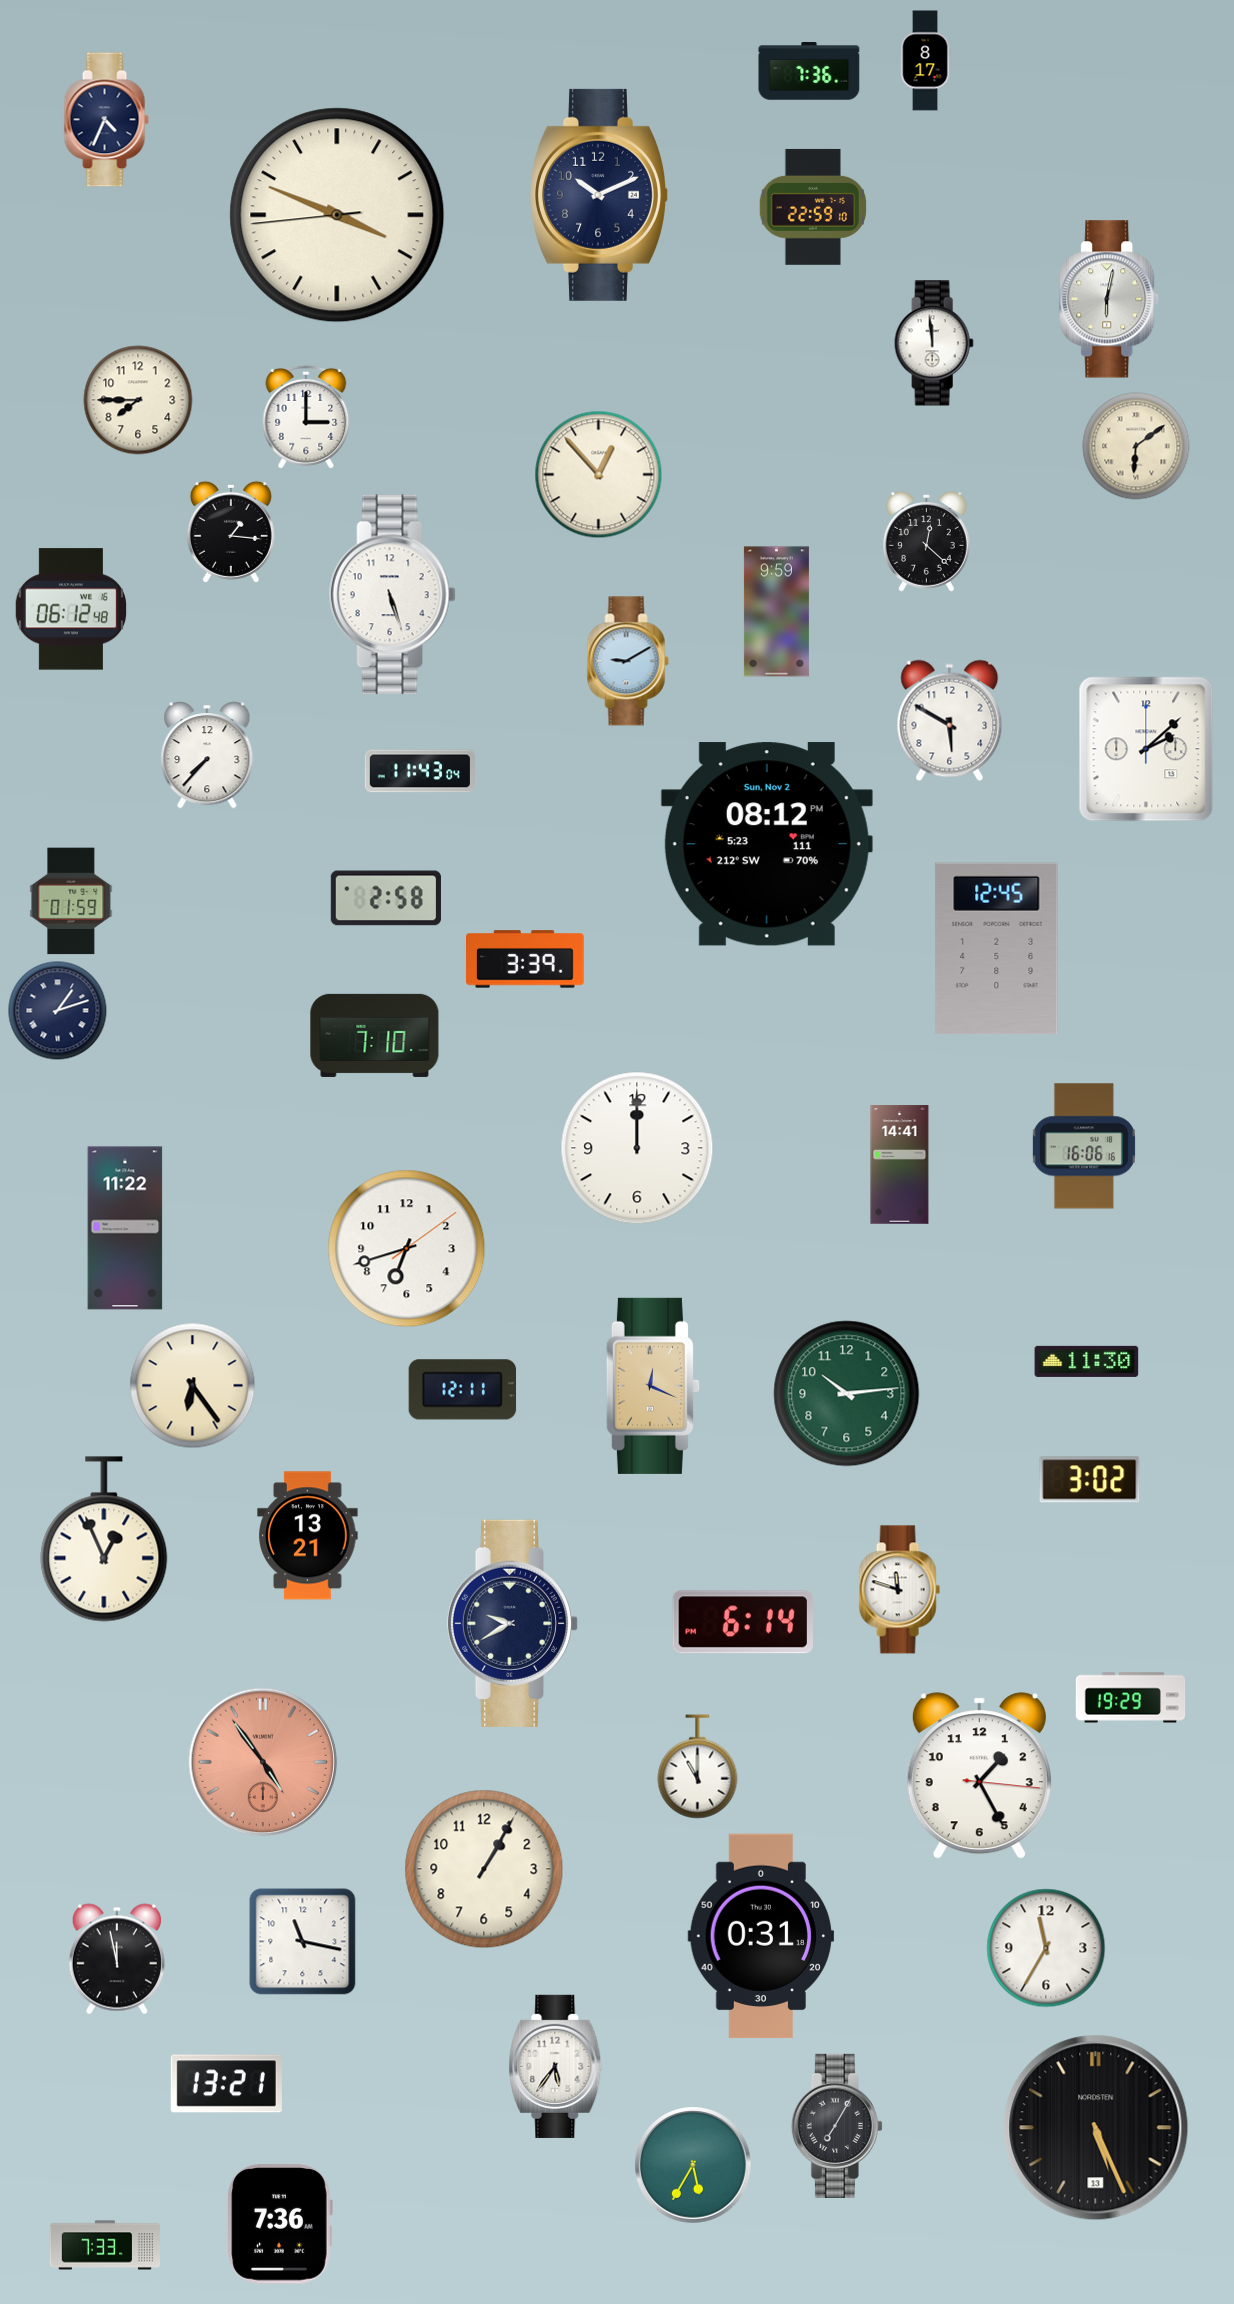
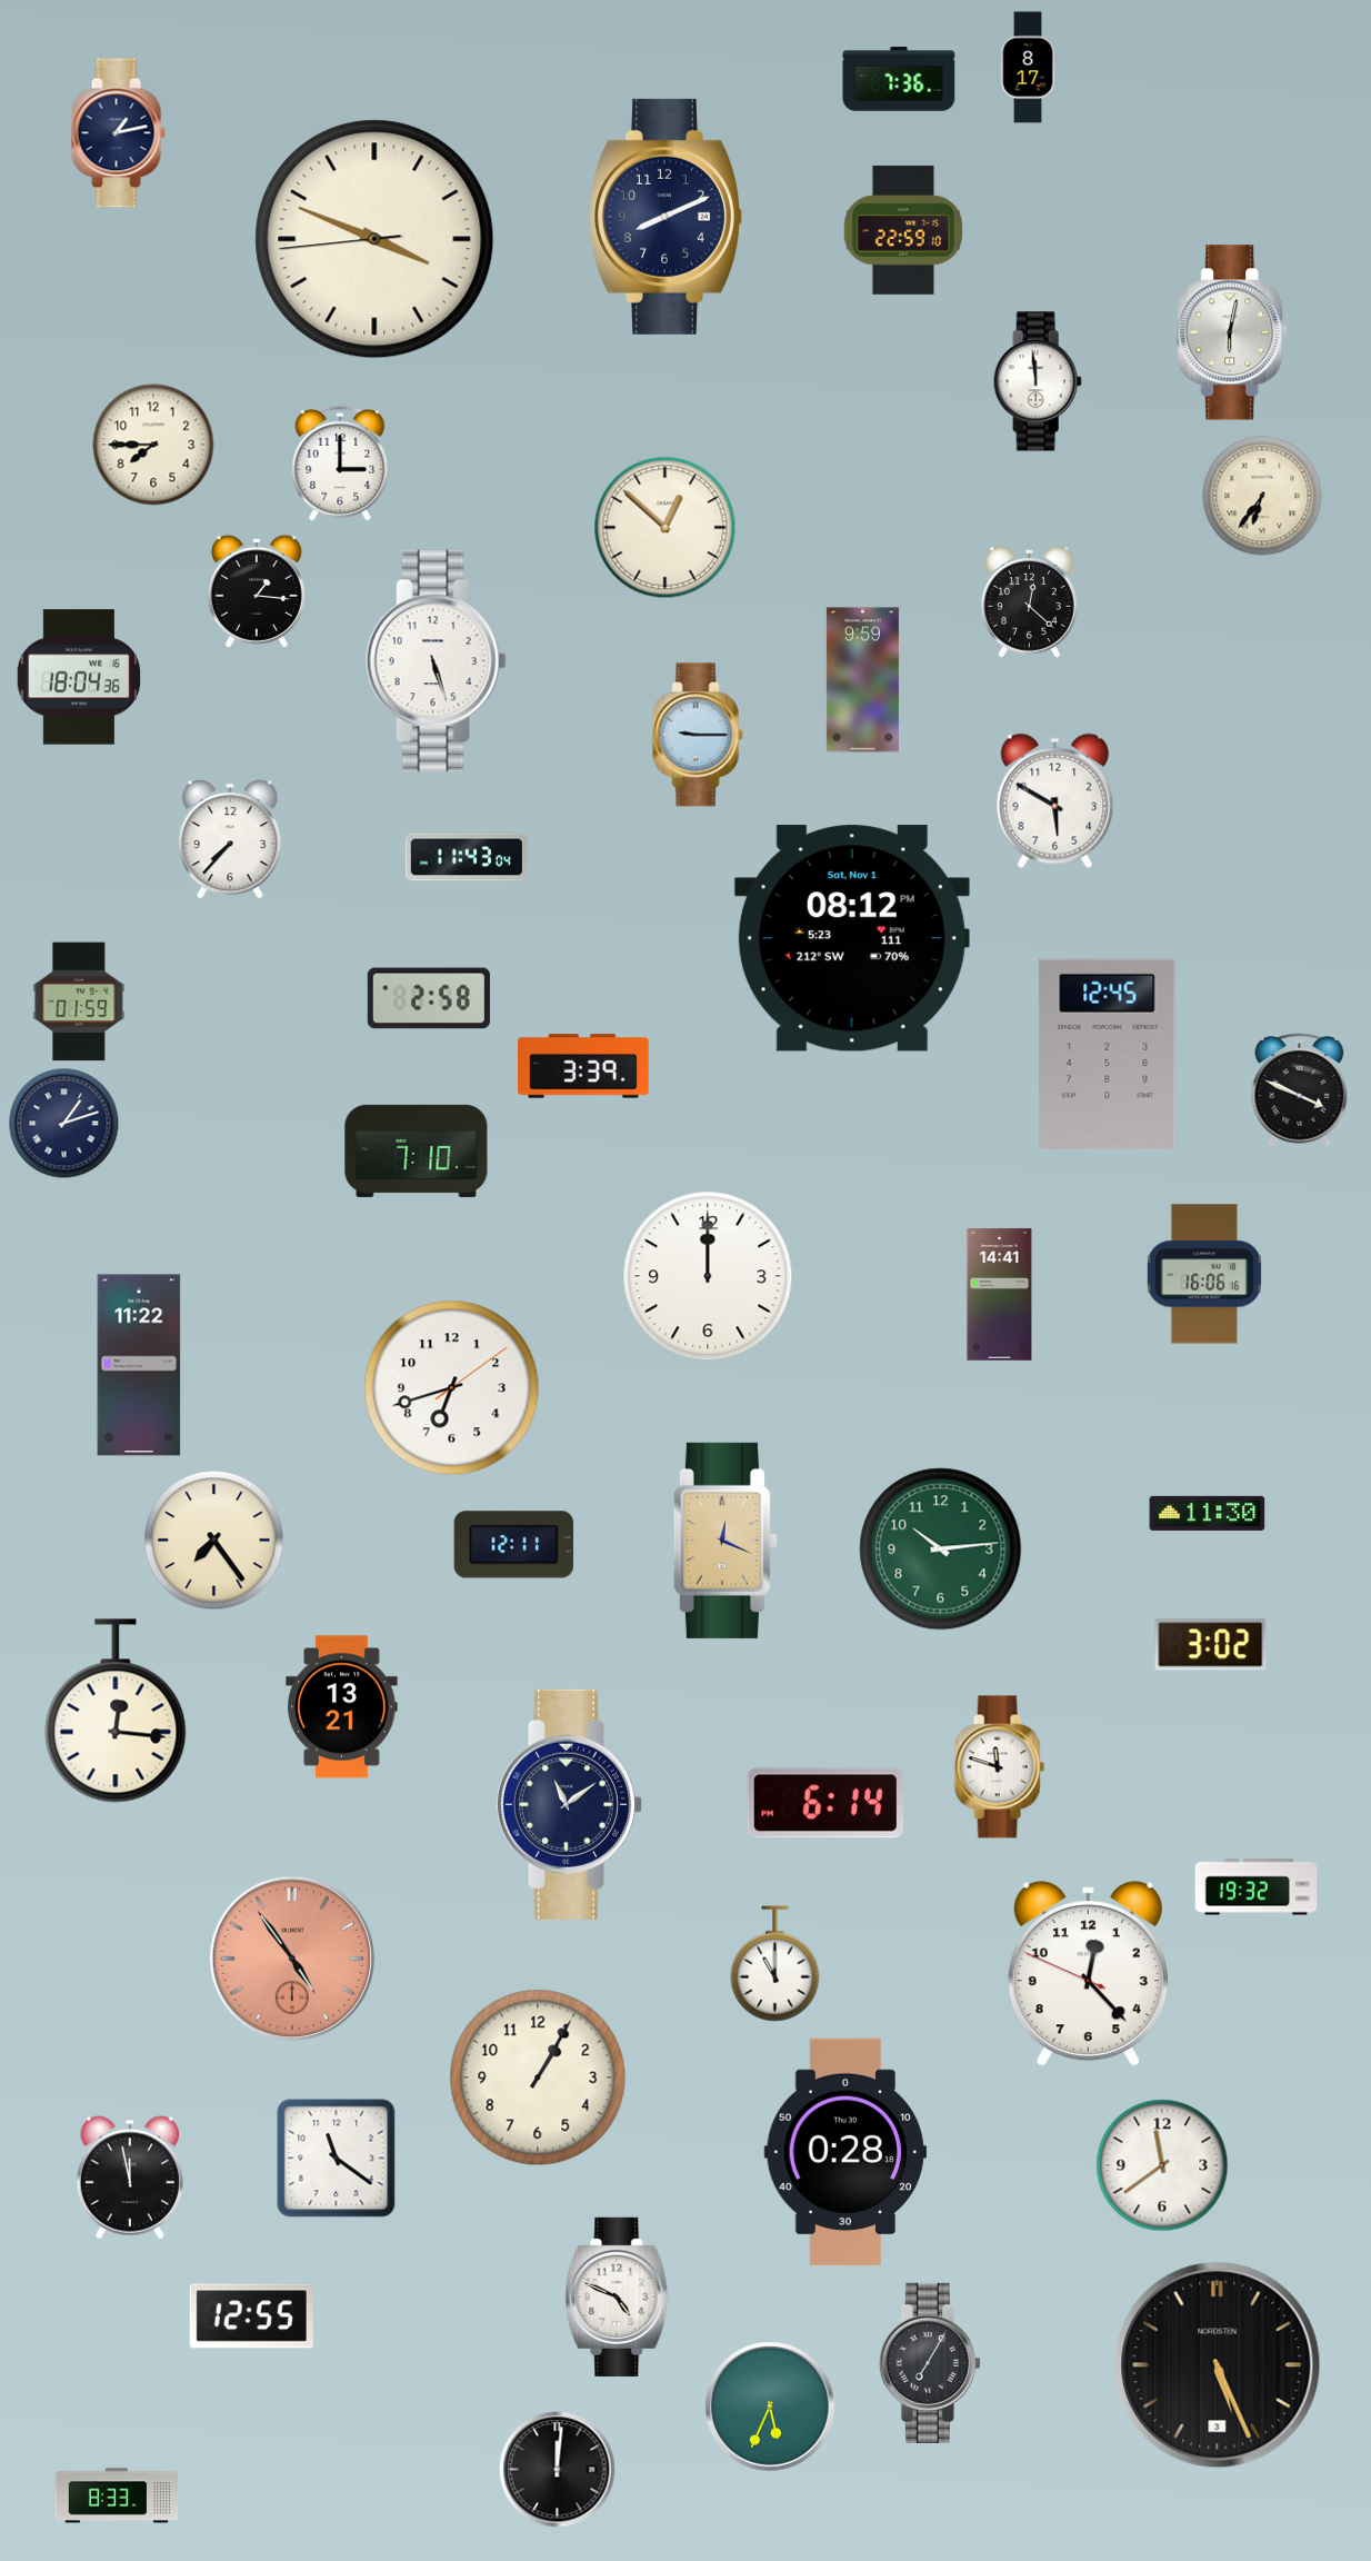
clock at (106, 120): 4:34 -> 1:13
clock at (600, 195): 10:11 -> 8:11
clock at (1136, 446): 6:09 -> 6:36
clock at (599, 475): 12:53 -> 12:52
clock at (70, 609): 06:12 -> 18:04
clock at (628, 661): 9:10 -> 9:15
clock at (1146, 749): 2:08 -> none
clock at (767, 844) date: Sun, Nov 2 -> Sat, Nov 1
clock at (1300, 1090): none -> 3:49
clock at (193, 1386): 6:24 -> 7:24
clock at (104, 1539): 12:56 -> 12:16
clock at (513, 1623): 9:40 -> 11:09
clock at (1131, 1698): 19:29 -> 19:32
clock at (979, 1776): 1:25 -> 12:22
clock at (761, 1936): 0:31 -> 0:28
clock at (303, 1942): 11:17 -> 11:21
clock at (1046, 1948): 11:35 -> 11:39
clock at (556, 2066): 5:36 -> 4:49
clock at (226, 2084): 13:21 -> 12:55
clock at (1096, 2128) date: 13 -> 3
clock at (693, 2165): 5:35 -> 5:34
clock at (558, 2470): none -> 12:01
clock at (280, 2224): 7:36 -> none
clock at (105, 2245): 7:33 -> 8:33
